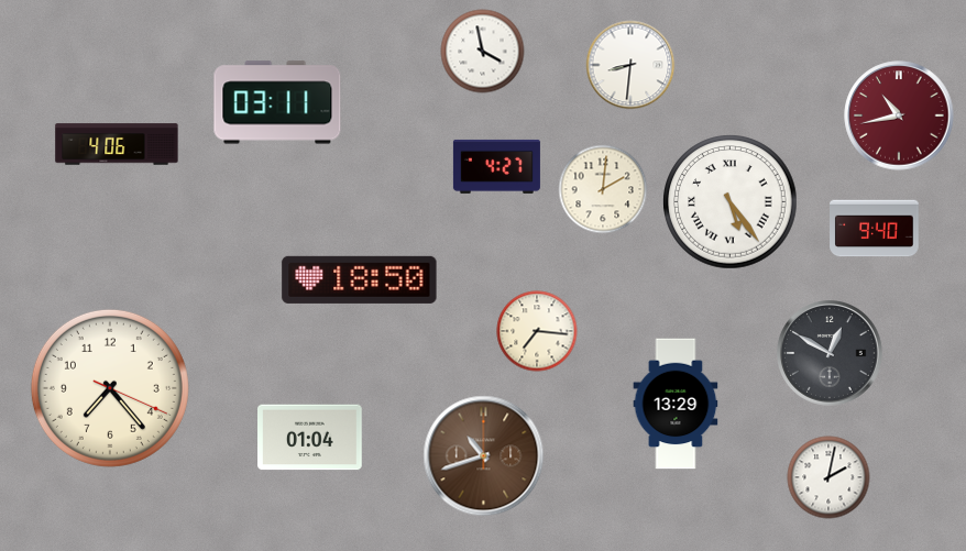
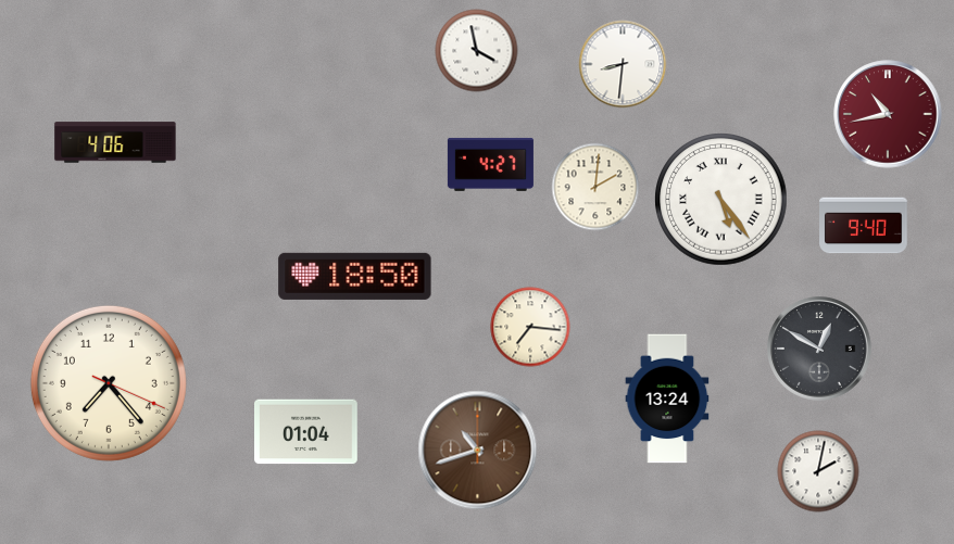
clock at (277, 102): 03:11 -> none
clock at (676, 404): 13:29 -> 13:24
